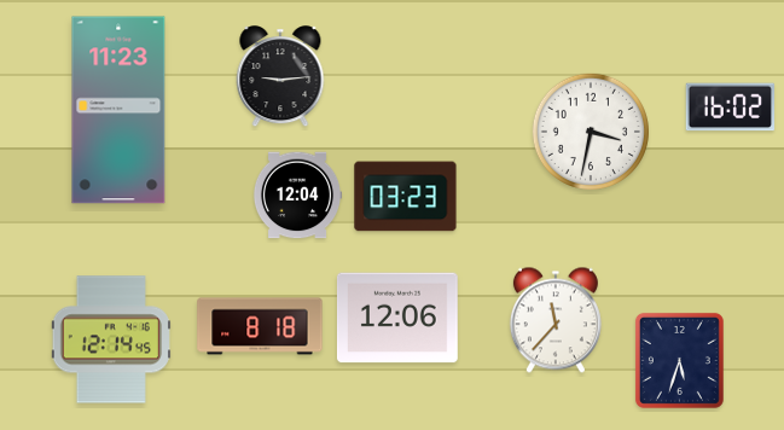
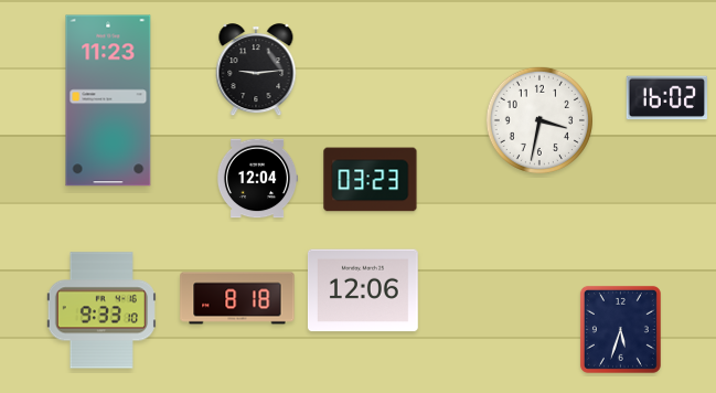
clock at (297, 196) position: (297, 196) -> (257, 179)
clock at (556, 320): 11:37 -> none
clock at (111, 339): 12:14 -> 9:33
